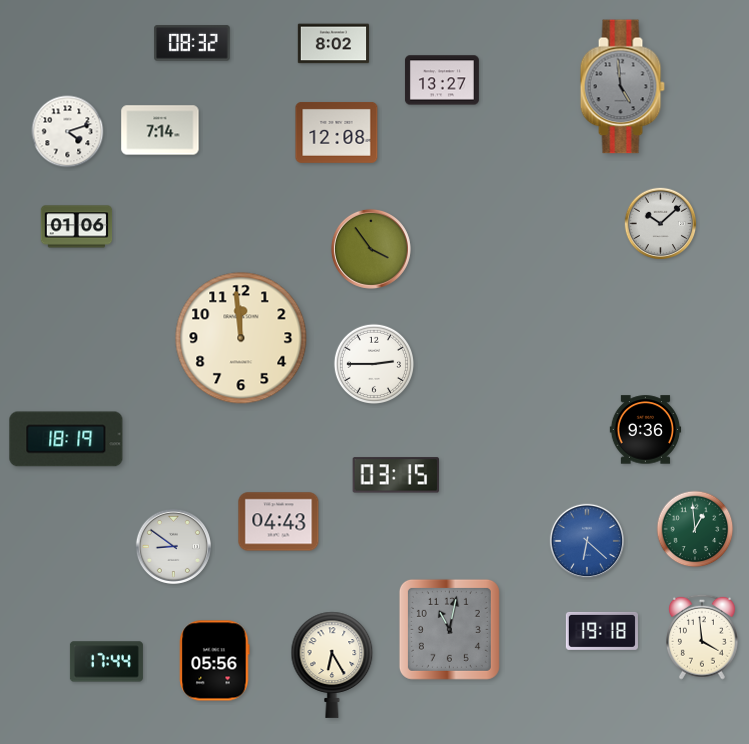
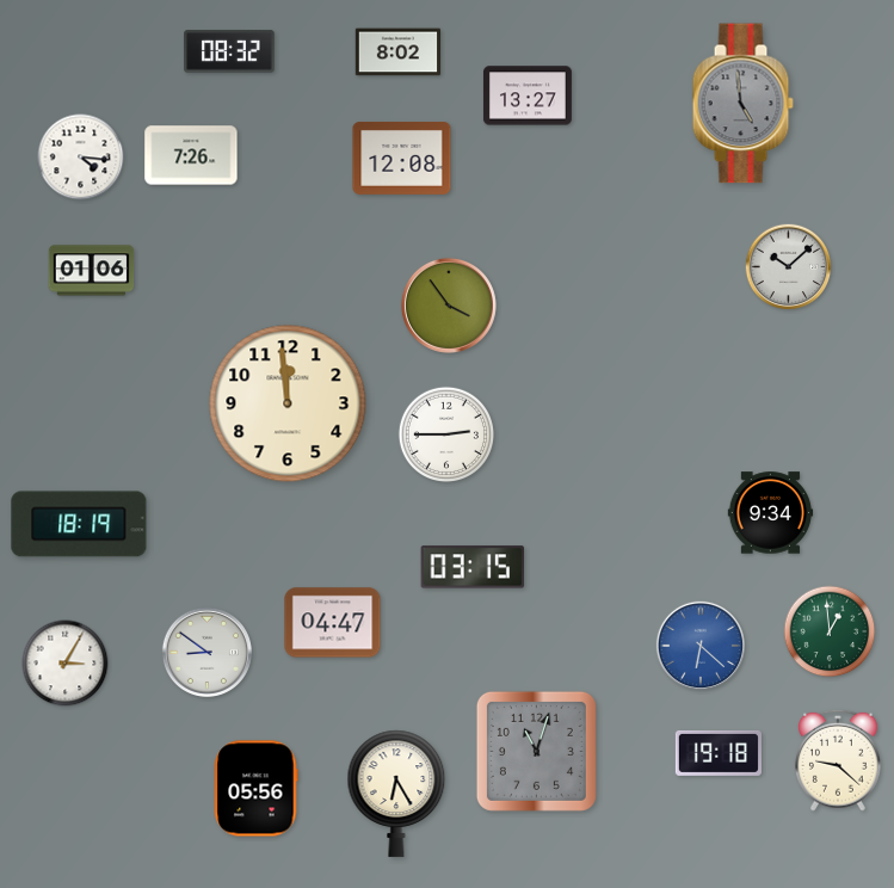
clock at (160, 130): 7:14 -> 7:26
clock at (68, 132): 4:12 -> 4:16
clock at (371, 249) position: (371, 249) -> (449, 306)
clock at (646, 430): 9:36 -> 9:34
clock at (279, 522): 04:43 -> 04:47
clock at (66, 664): none -> 3:05
clock at (449, 629): 11:02 -> 11:03
clock at (703, 637): 3:59 -> 9:22
clock at (106, 662): 17:44 -> none
